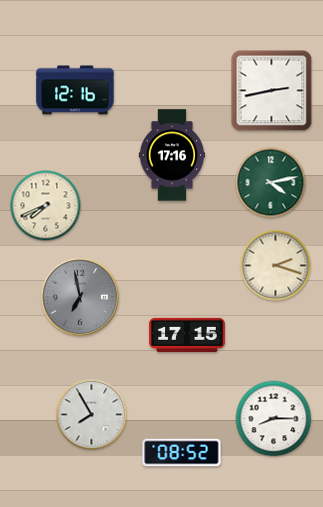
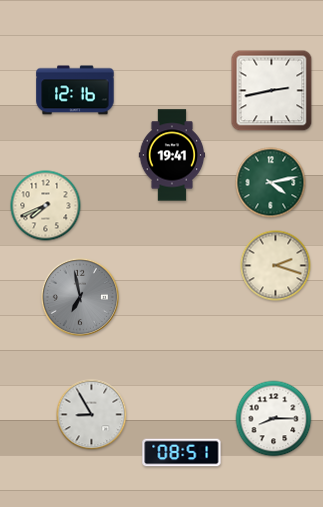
clock at (172, 155): 17:16 -> 19:41
clock at (187, 335): 17:15 -> none
clock at (92, 415): 7:55 -> 8:55
clock at (182, 453): 08:52 -> 08:51
